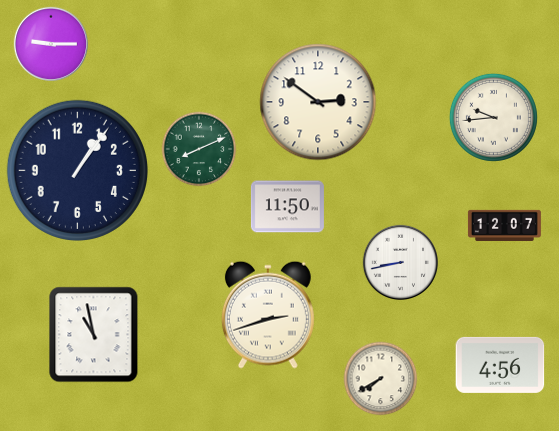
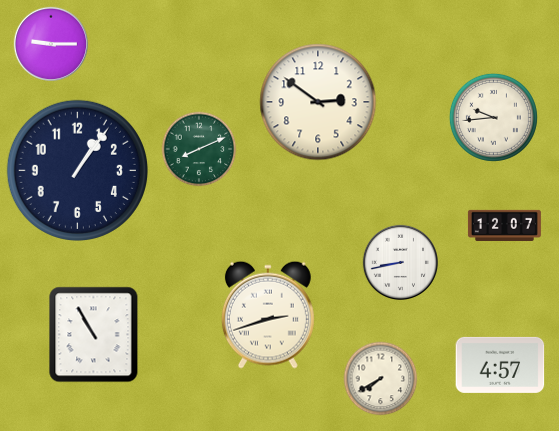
clock at (287, 207): 11:50 -> none
clock at (94, 335): 10:58 -> 10:55
clock at (500, 365): 4:56 -> 4:57
